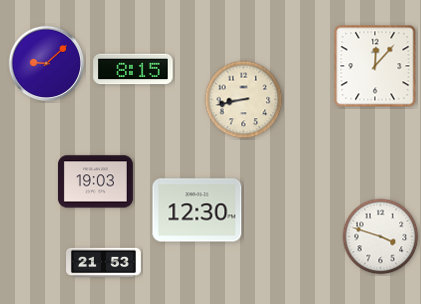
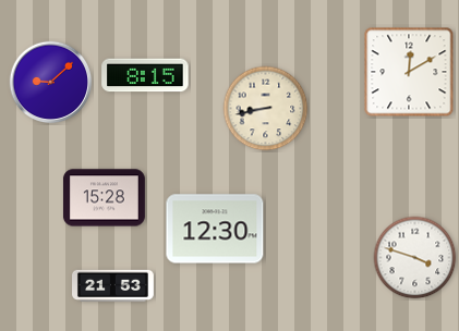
clock at (47, 64) position: (47, 64) -> (51, 83)
clock at (375, 66): 12:07 -> 12:10
clock at (95, 182): 19:03 -> 15:28
